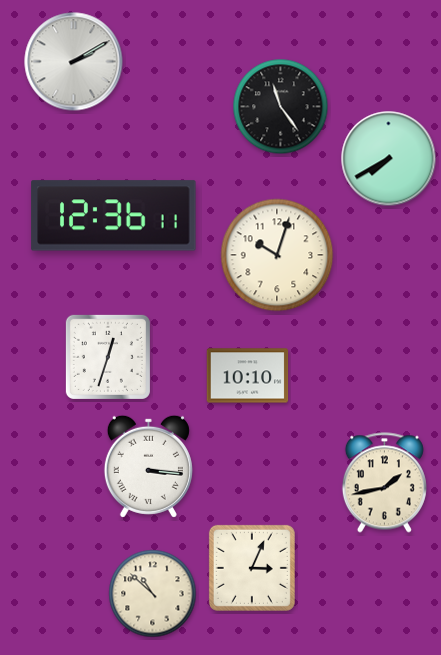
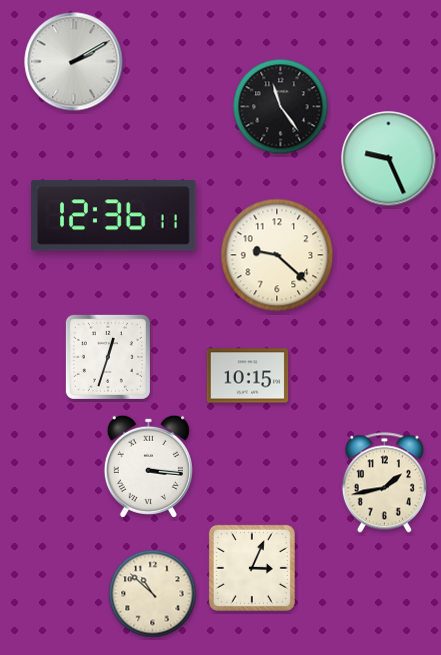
clock at (389, 159): 7:40 -> 9:26
clock at (277, 255): 10:03 -> 9:22
clock at (248, 376): 10:10 -> 10:15
